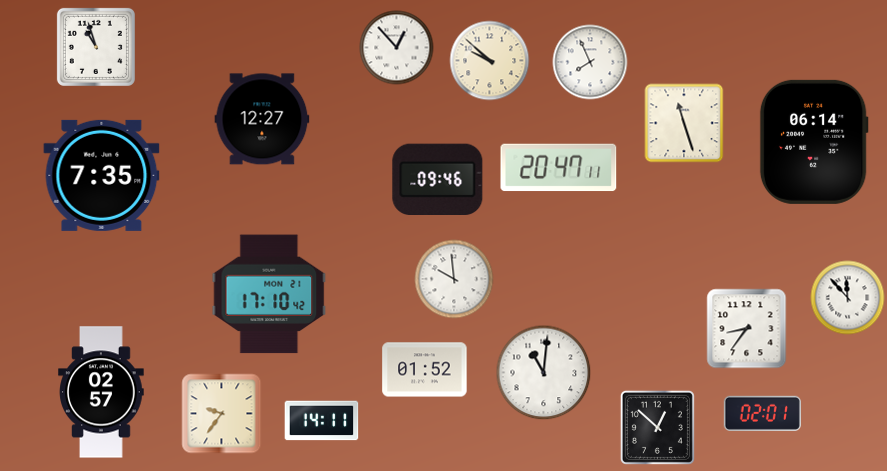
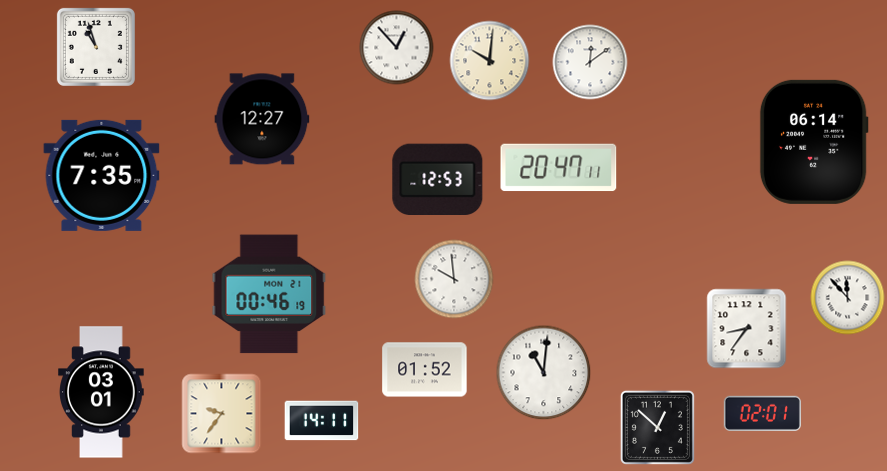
clock at (490, 61): 9:52 -> 10:01
clock at (590, 62): 7:56 -> 12:09
clock at (684, 123): 11:27 -> none
clock at (438, 179): 09:46 -> 12:53
clock at (269, 294): 17:10 -> 00:46
clock at (101, 392): 02:57 -> 03:01
